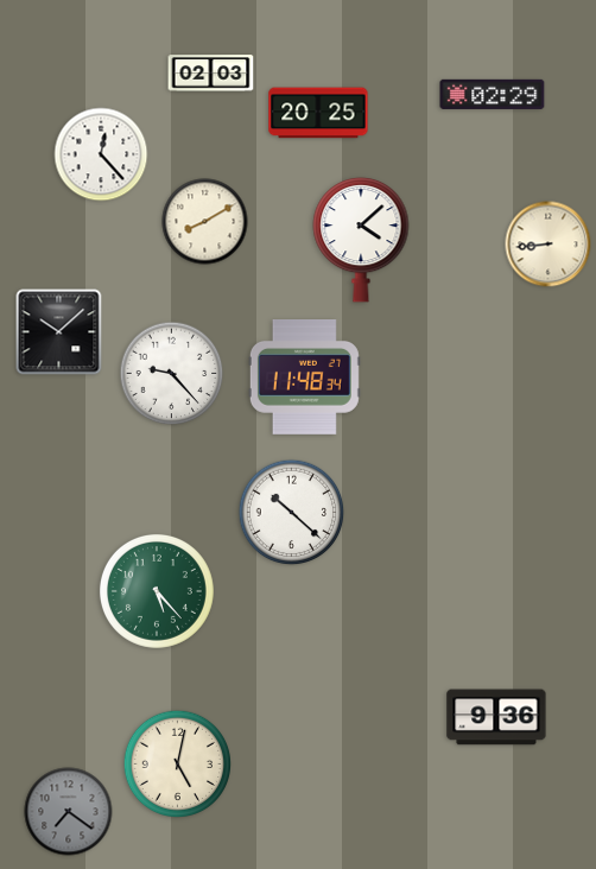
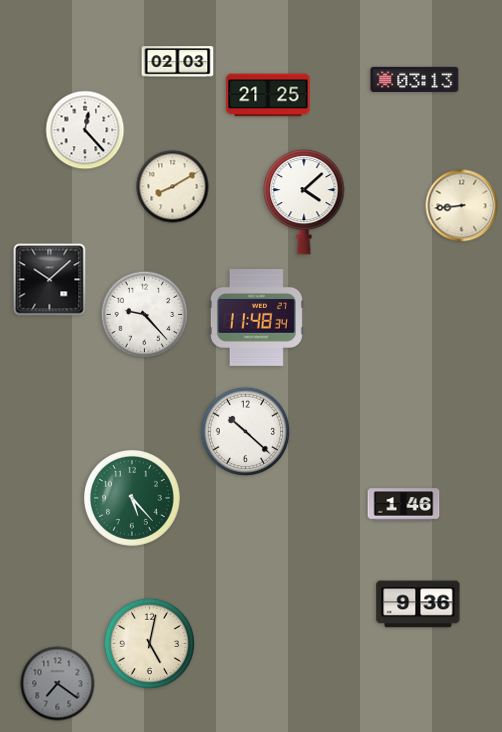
clock at (493, 94): 02:29 -> 03:13
clock at (318, 113): 20:25 -> 21:25
clock at (404, 505): none -> 1:46
